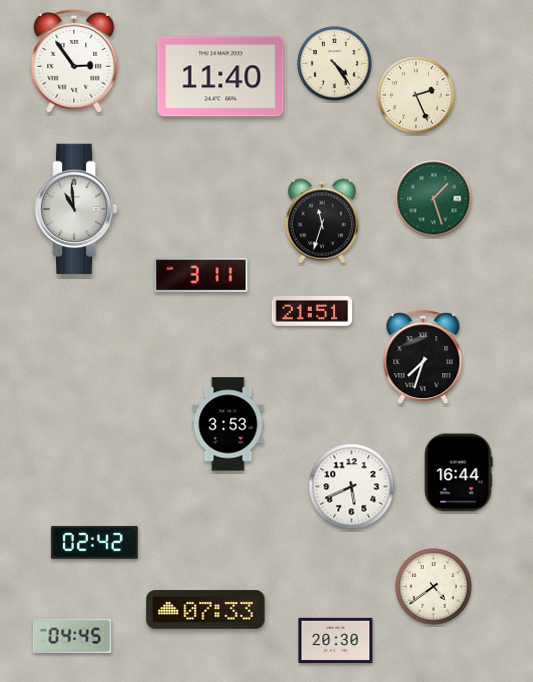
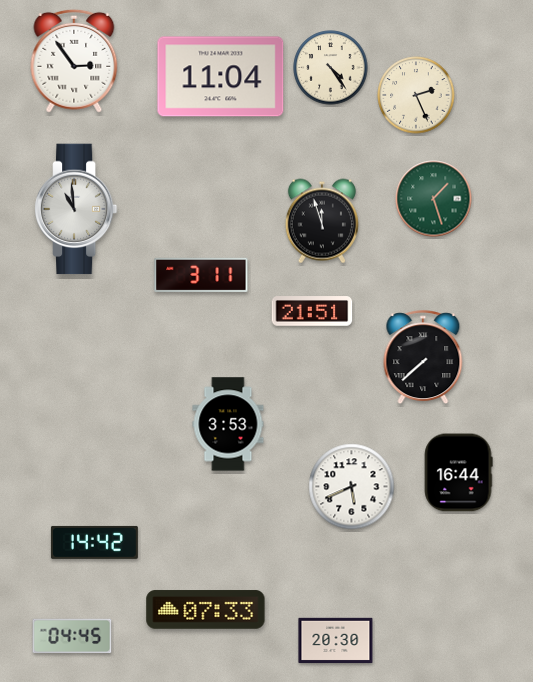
clock at (335, 64) position: (335, 64) -> (331, 68)
clock at (221, 77): 11:40 -> 11:04
clock at (322, 221): 11:33 -> 11:57
clock at (423, 358): 7:33 -> 7:38
clock at (94, 542): 02:42 -> 14:42
clock at (434, 587): 4:39 -> none
